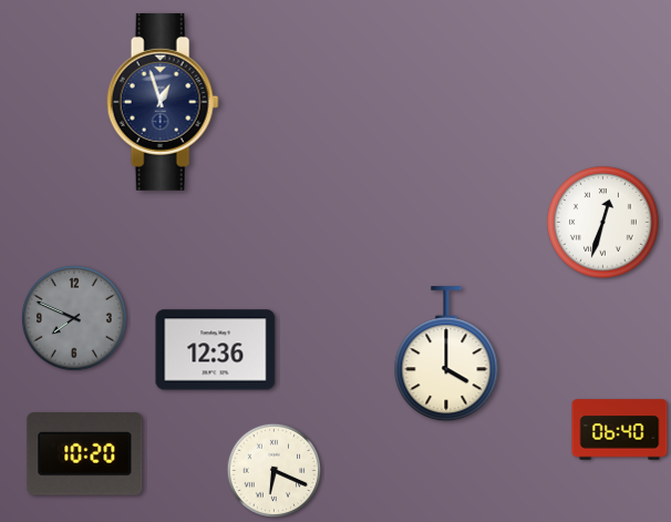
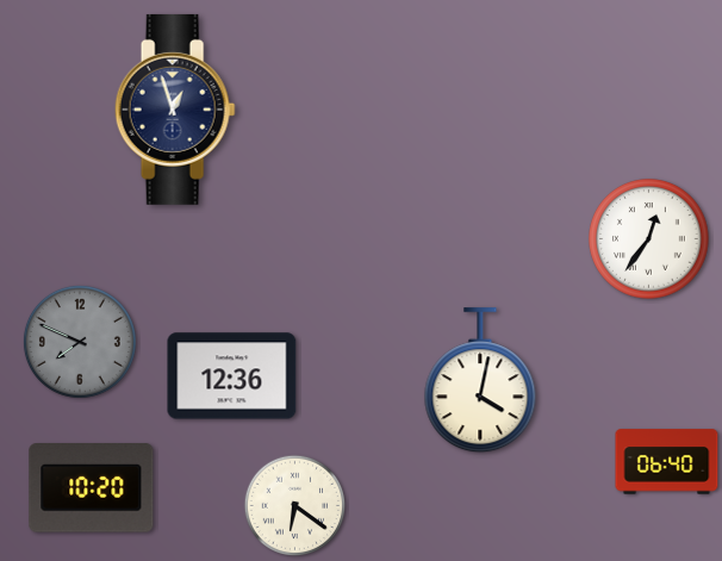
clock at (603, 223): 12:33 -> 12:36
clock at (446, 355): 4:00 -> 4:02
clock at (275, 471): 6:19 -> 6:21
